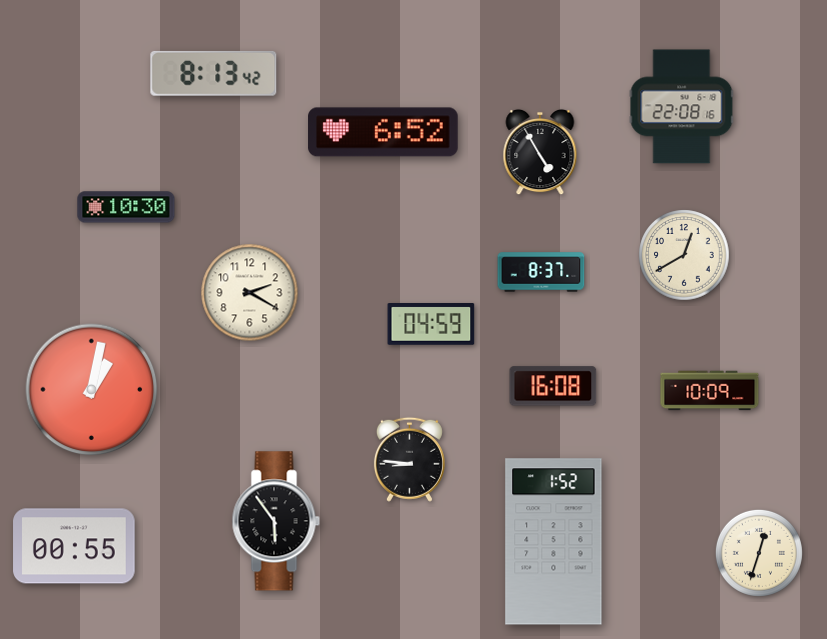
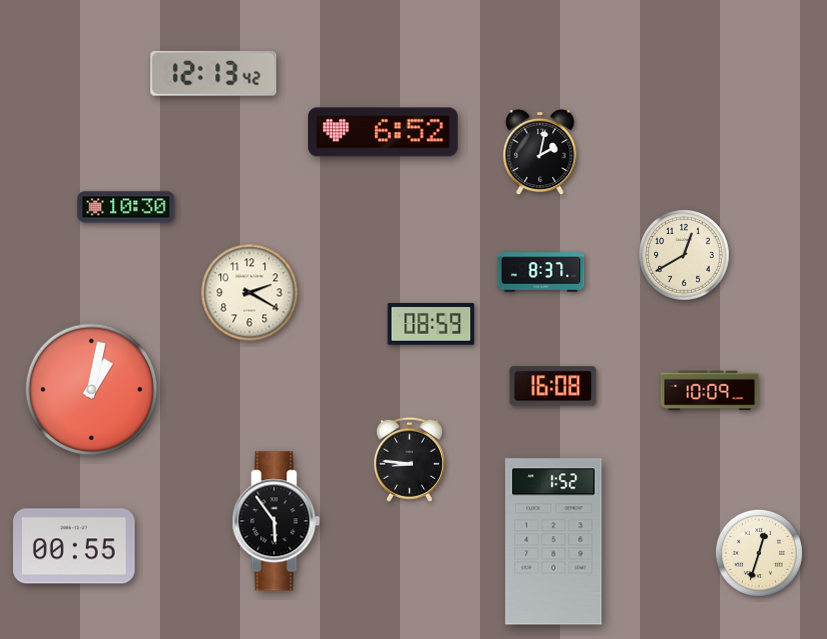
clock at (214, 73): 8:13 -> 12:13
clock at (682, 107): 22:08 -> none
clock at (540, 152): 4:55 -> 2:02
clock at (431, 324): 04:59 -> 08:59
